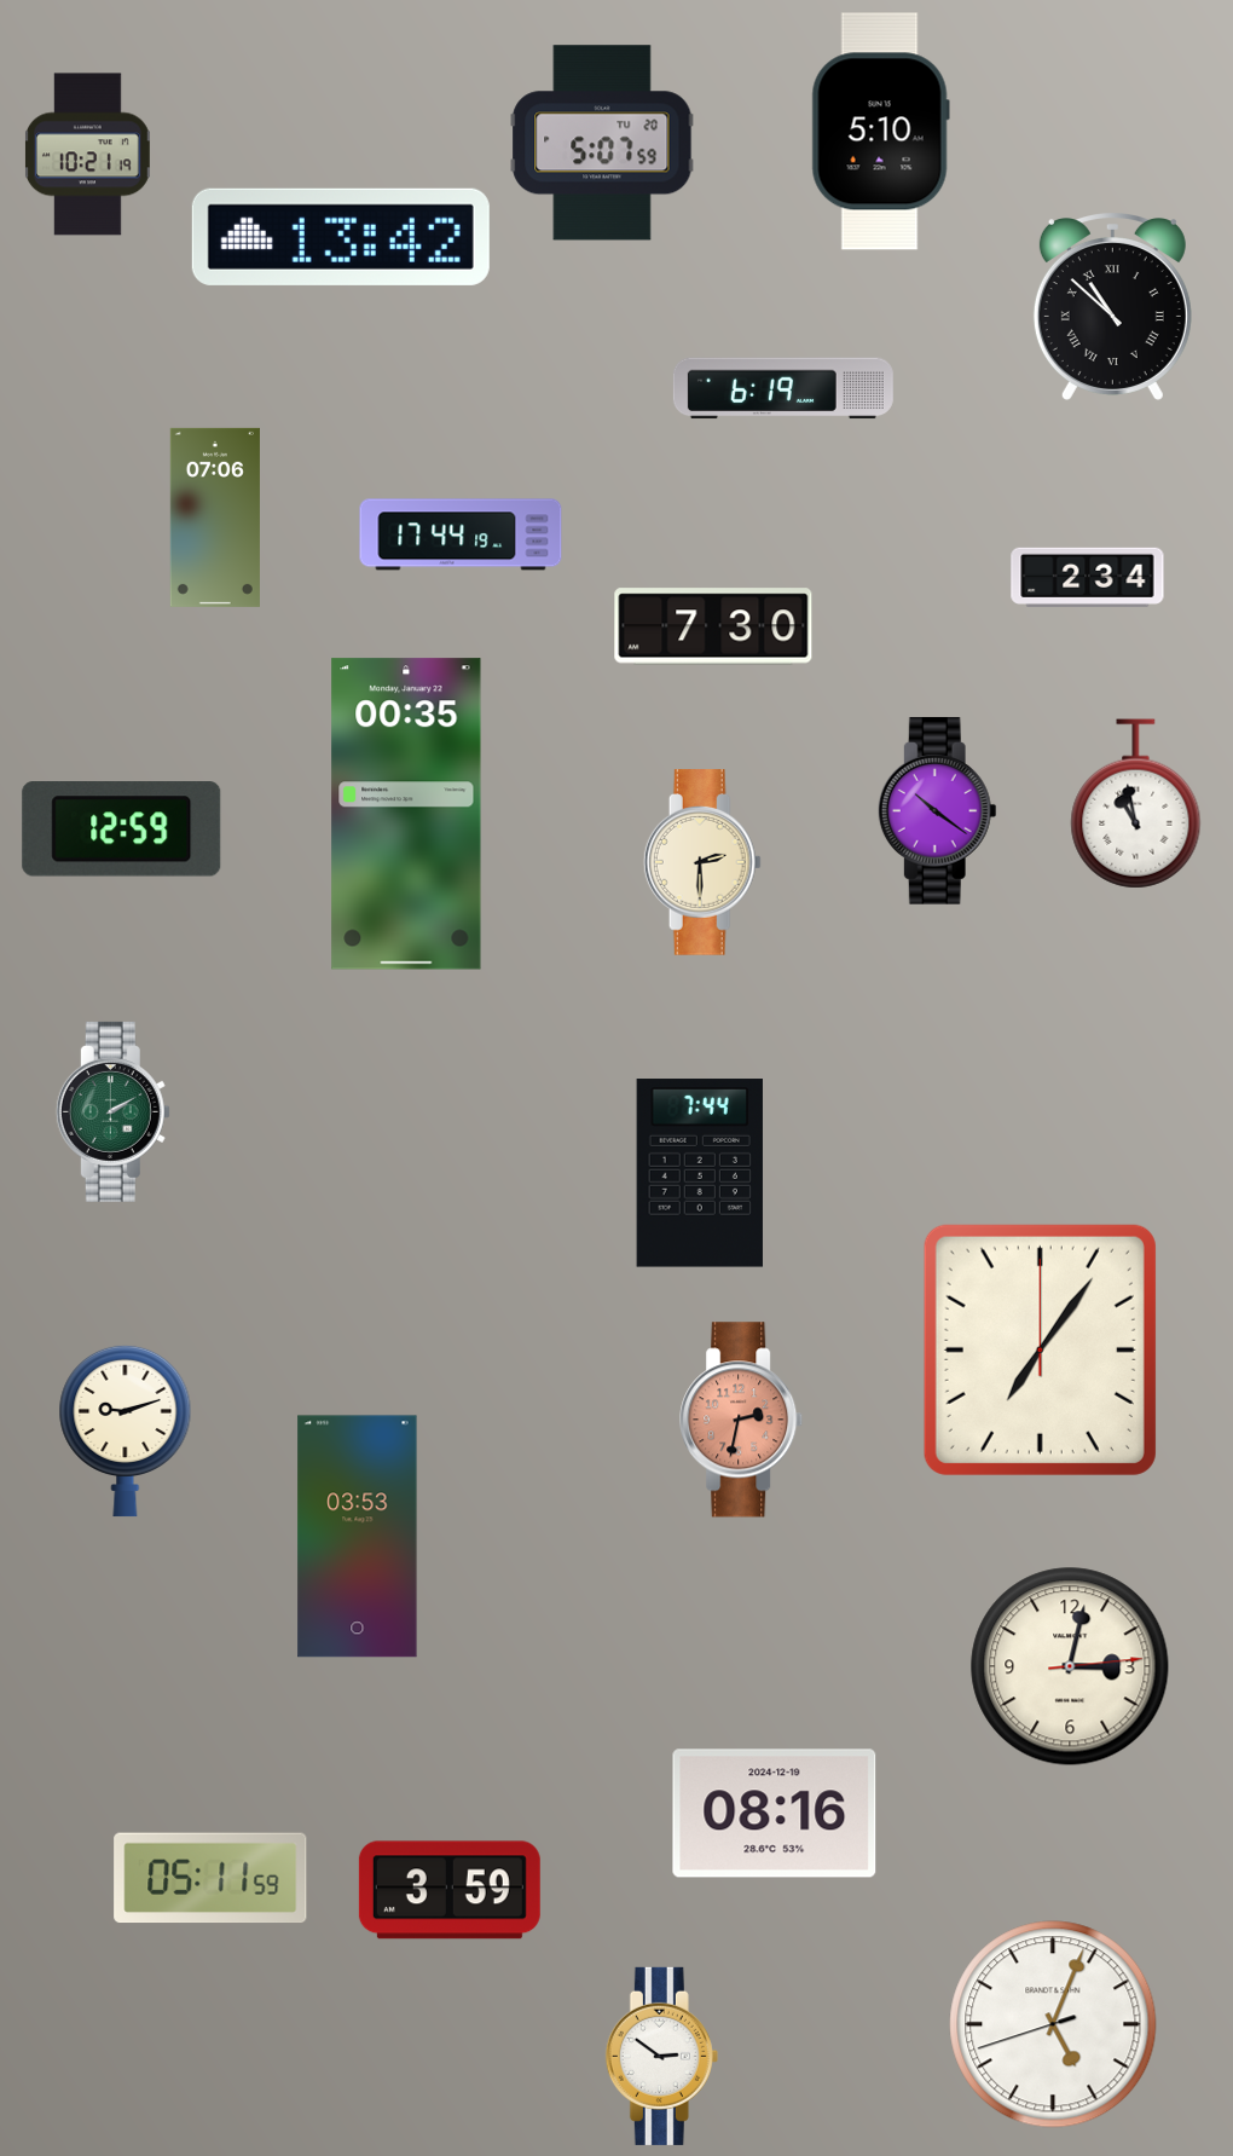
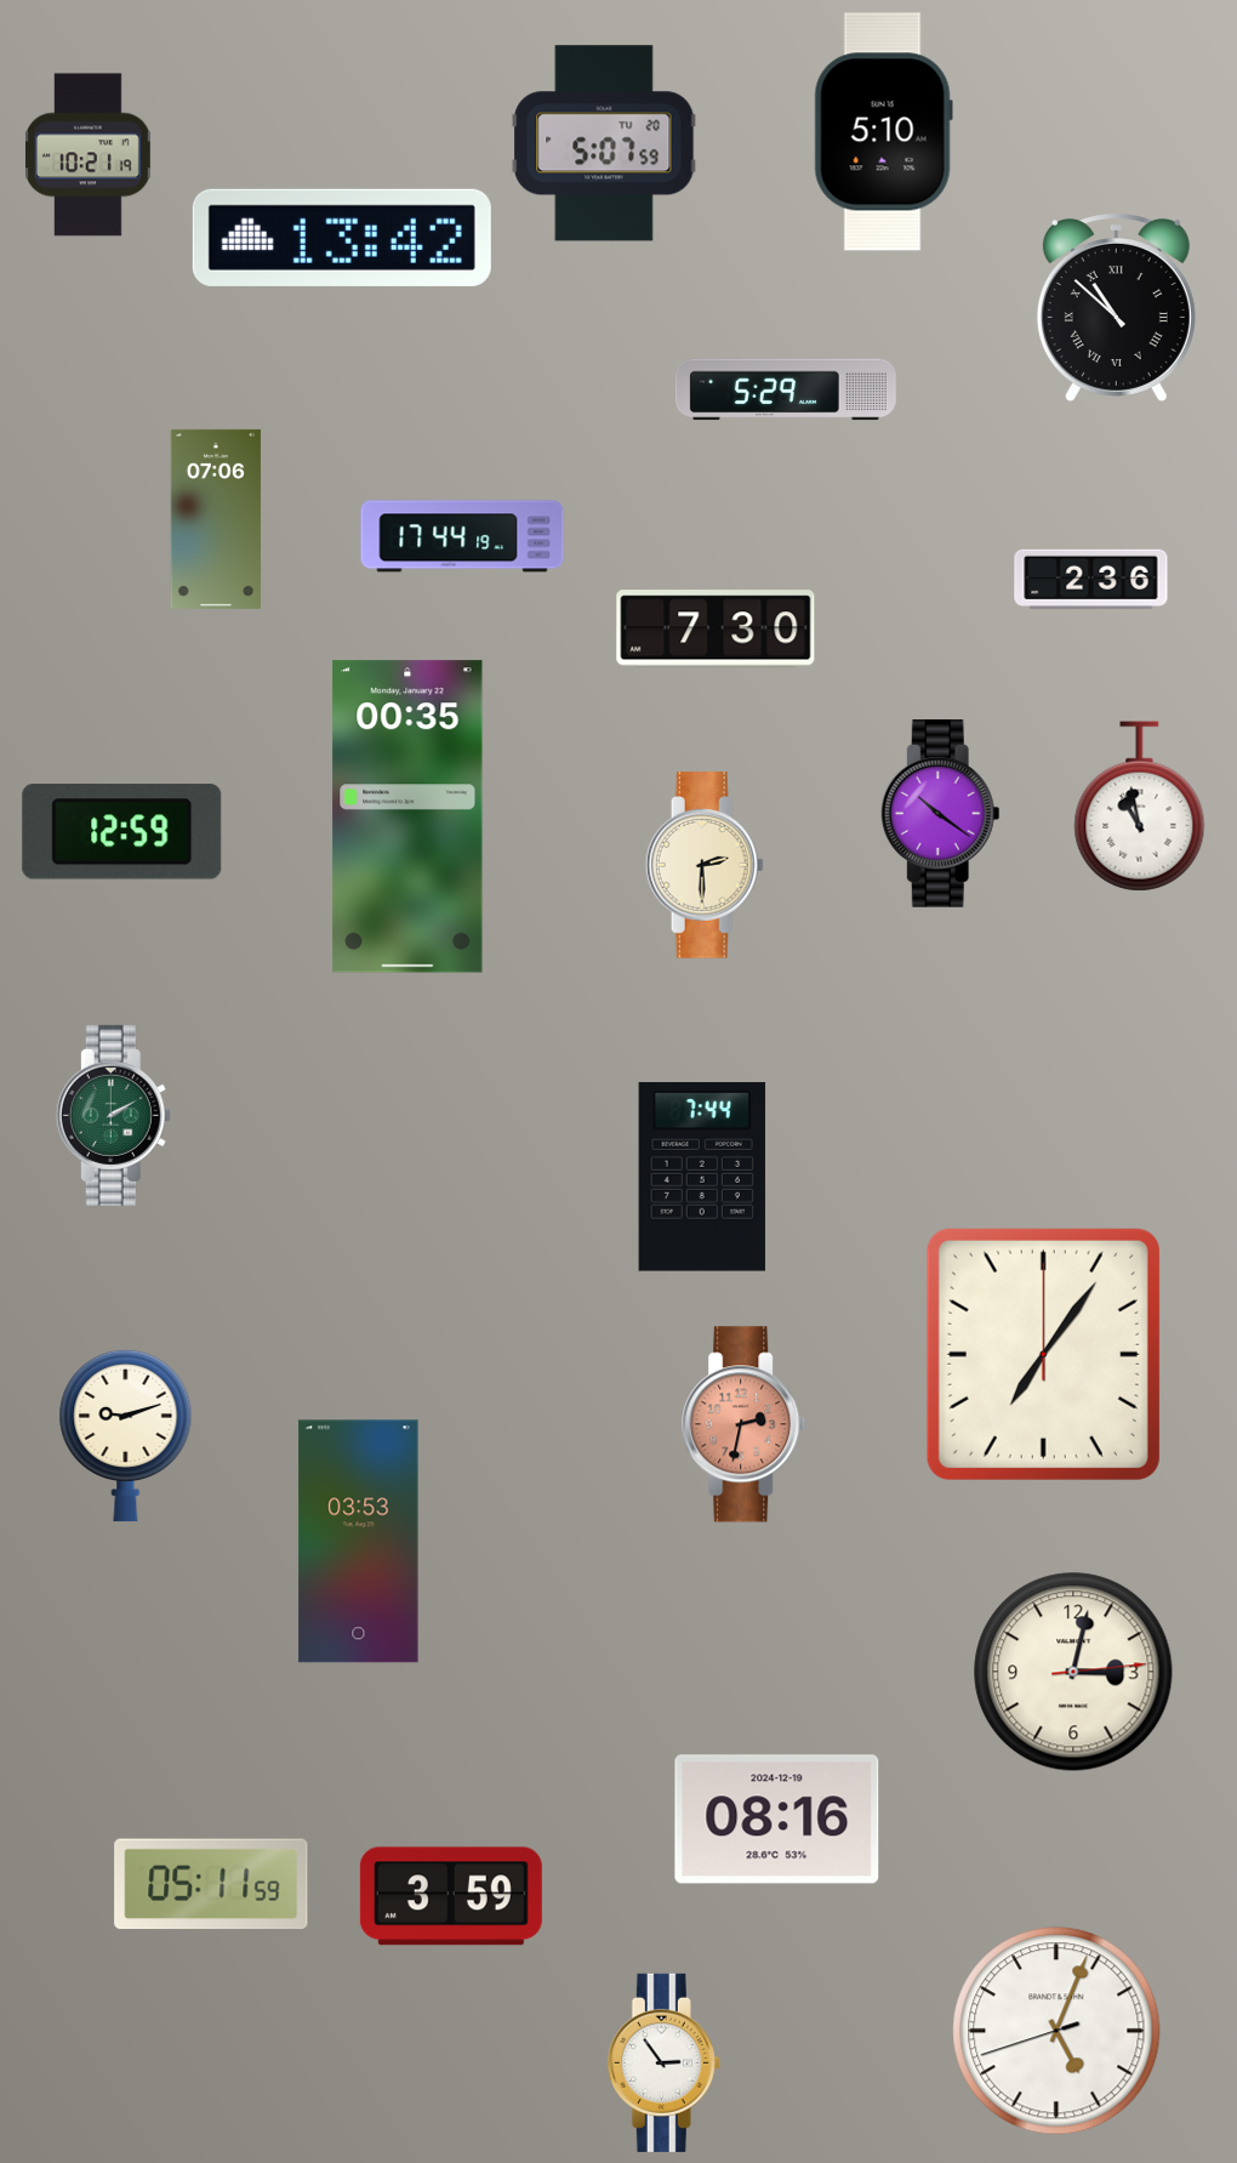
clock at (783, 388): 6:19 -> 5:29
clock at (1088, 577): 2:34 -> 2:36
clock at (661, 2056): 2:51 -> 2:54
